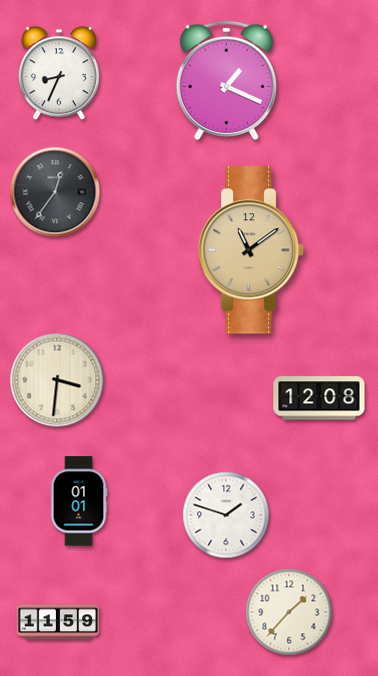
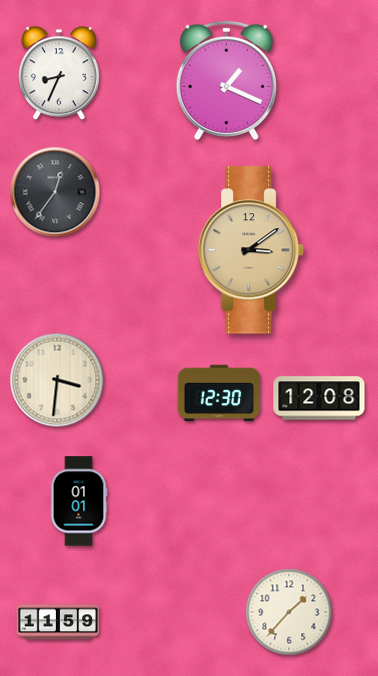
clock at (251, 250): 11:09 -> 3:09
clock at (219, 393): none -> 12:30
clock at (226, 515): 1:48 -> none
